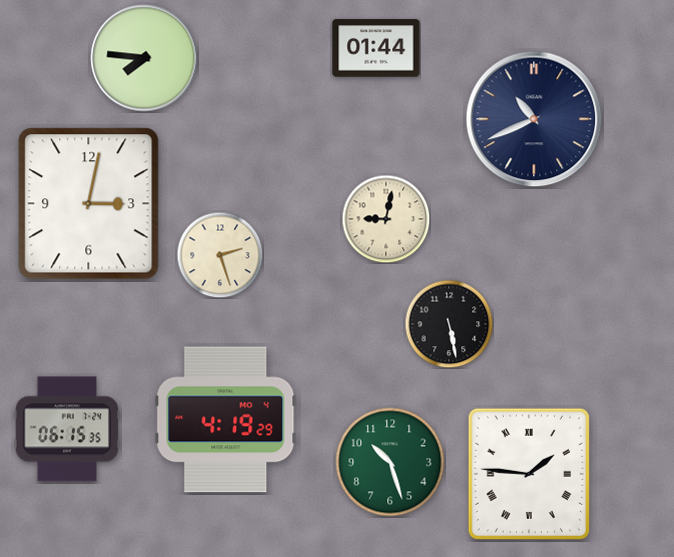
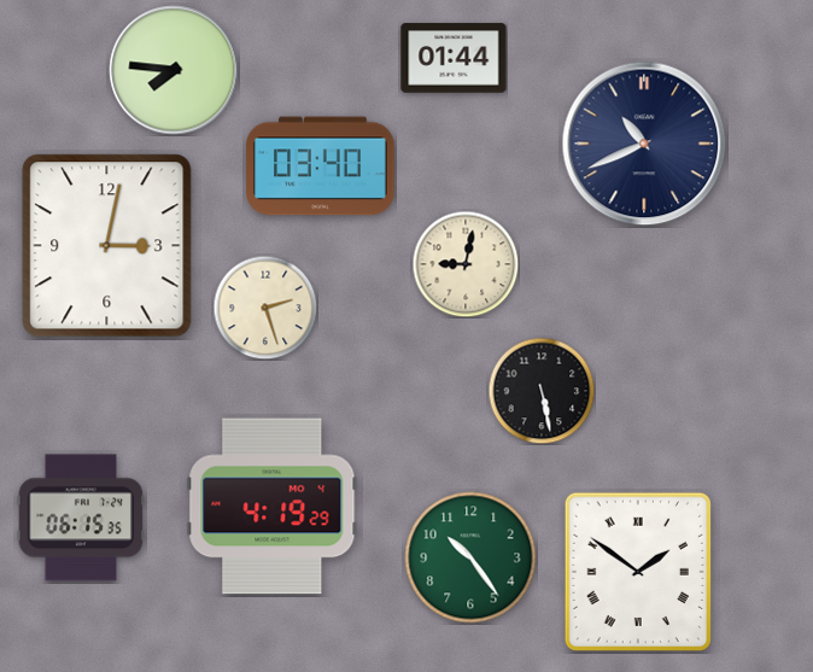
clock at (321, 166): none -> 03:40
clock at (390, 462): 10:27 -> 10:24
clock at (529, 473): 1:46 -> 1:51
